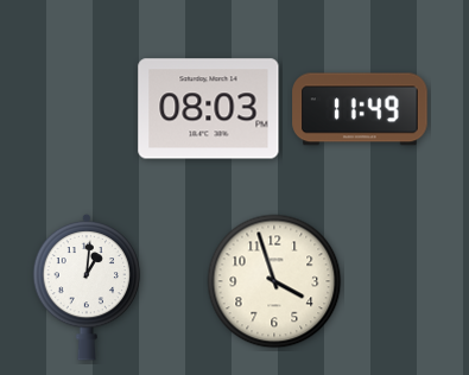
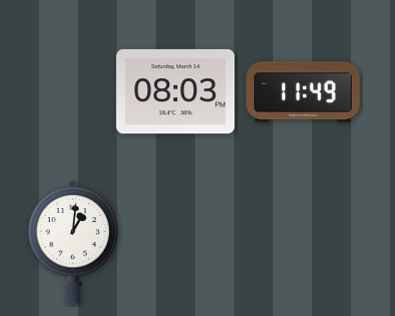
clock at (274, 281): 3:57 -> none
